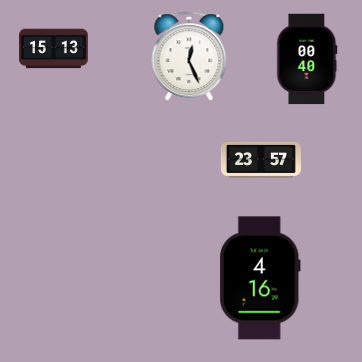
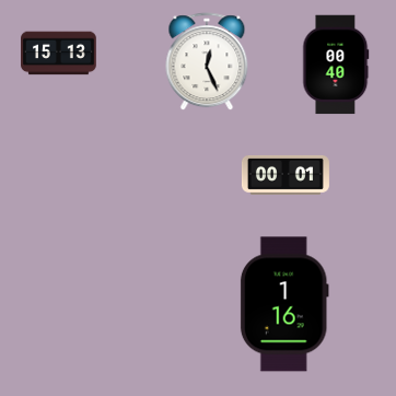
clock at (261, 160): 23:57 -> 00:01
clock at (260, 278): 4:16 -> 1:16
